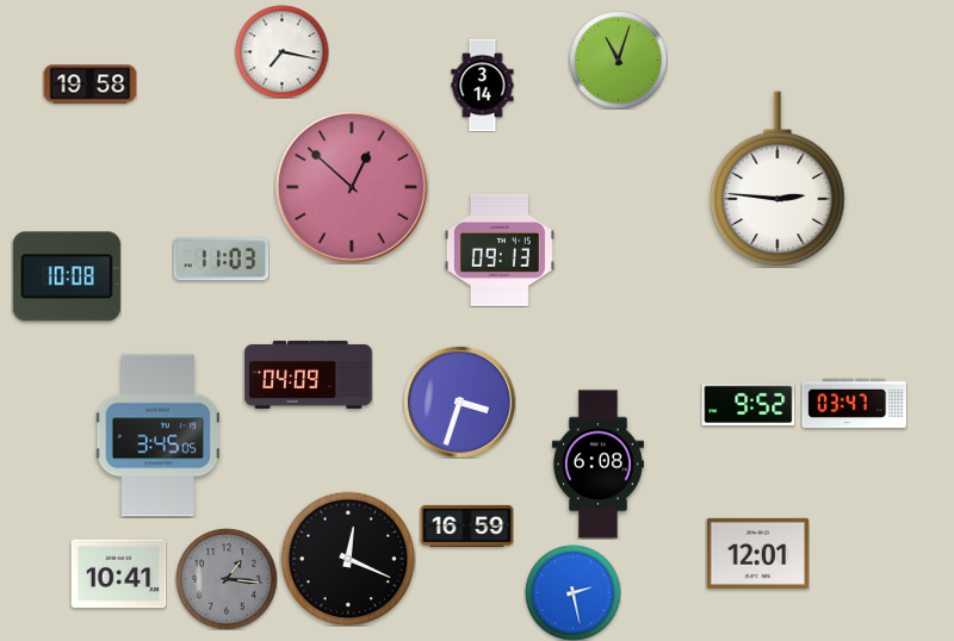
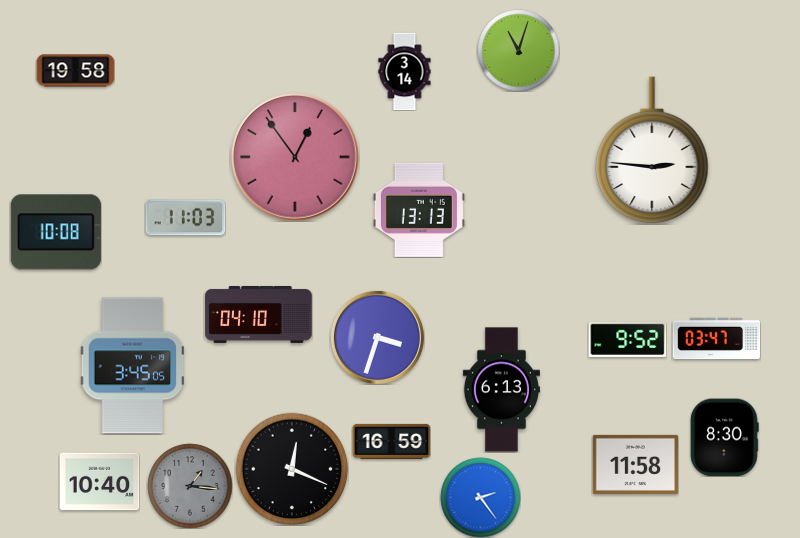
clock at (281, 51): 7:17 -> none
clock at (352, 187): 12:52 -> 12:54
clock at (500, 250): 09:13 -> 13:13
clock at (309, 374): 04:09 -> 04:10
clock at (459, 402) position: (459, 402) -> (377, 337)
clock at (597, 465): 6:08 -> 6:13
clock at (725, 437): none -> 8:30
clock at (757, 553): 12:01 -> 11:58
clock at (118, 574): 10:41 -> 10:40
clock at (572, 592): 2:28 -> 2:24
